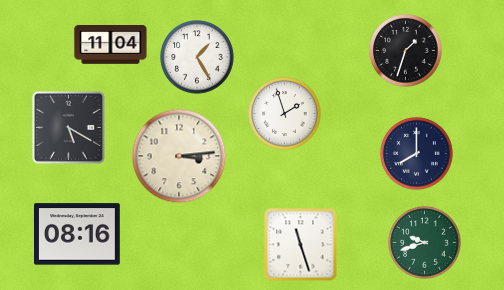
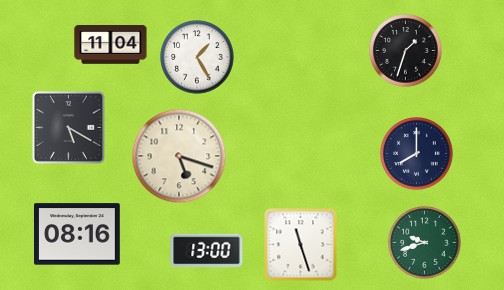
clock at (285, 114): 1:57 -> none
clock at (179, 156): 3:14 -> 5:18
clock at (207, 251): none -> 13:00
